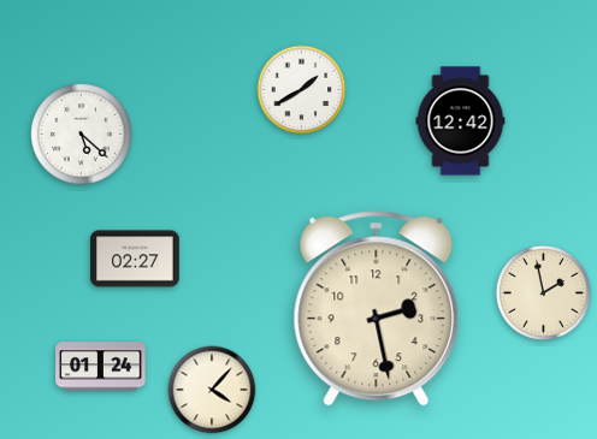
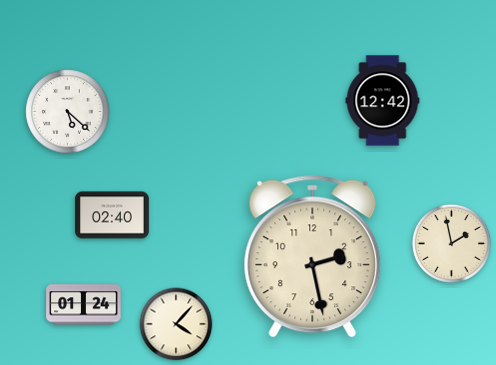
clock at (302, 90): 1:40 -> none
clock at (136, 259): 02:27 -> 02:40
